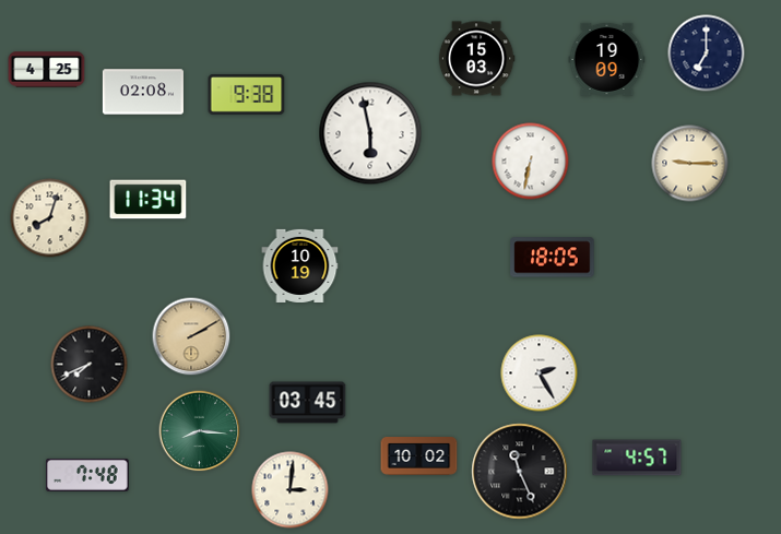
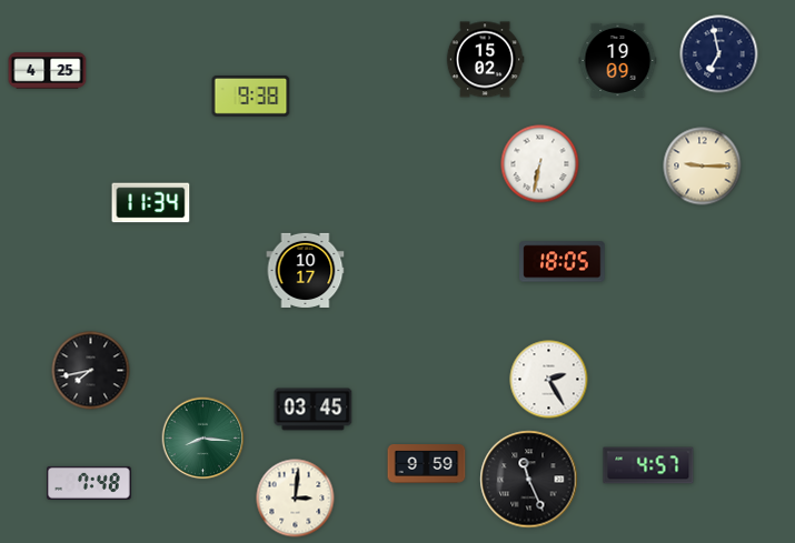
clock at (707, 54): 7:00 -> 6:58
clock at (476, 59): 15:03 -> 15:02
clock at (143, 92): 02:08 -> none
clock at (370, 133): 5:58 -> none
clock at (50, 218): 8:03 -> none
clock at (300, 265): 10:19 -> 10:17
clock at (191, 336): 2:10 -> none
clock at (90, 365): 7:41 -> 7:43
clock at (419, 456): 10:02 -> 9:59
